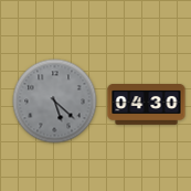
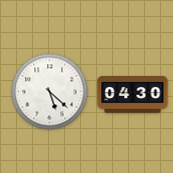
clock at (55, 102) dial: grey -> white
